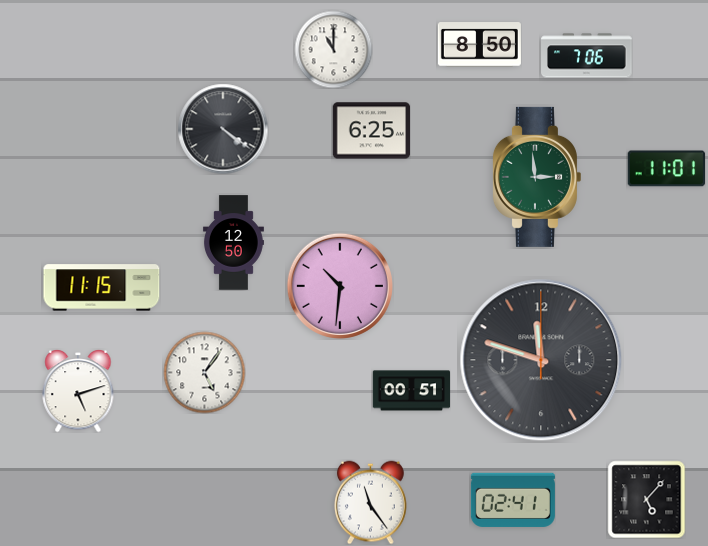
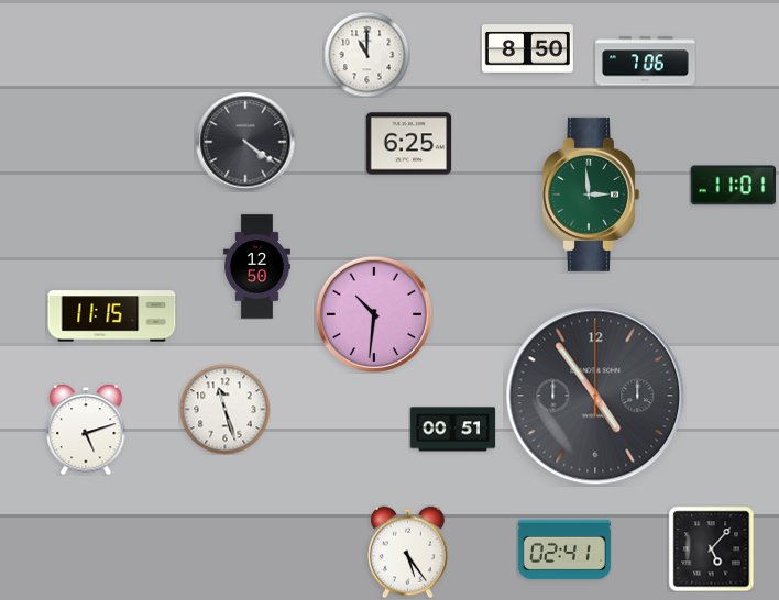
clock at (541, 360): 11:48 -> 4:54
clock at (204, 372): 5:06 -> 11:27
clock at (371, 502): 11:24 -> 5:24
